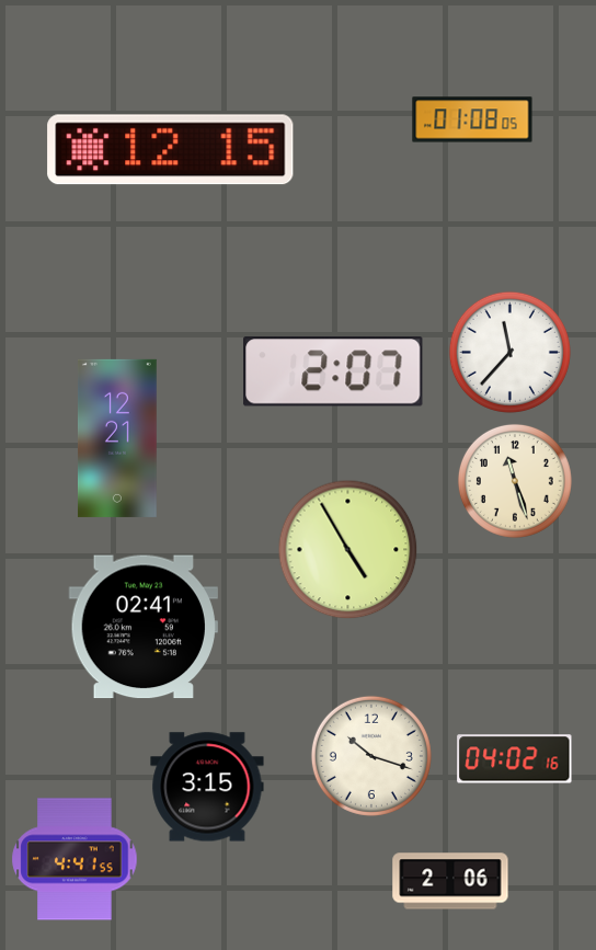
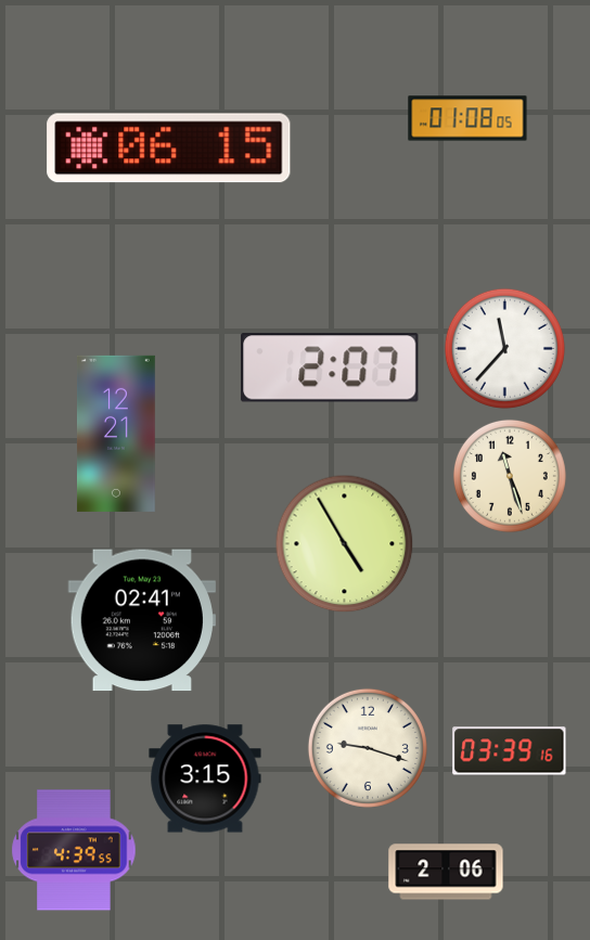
clock at (171, 150): 12:15 -> 06:15
clock at (371, 756): 10:18 -> 9:18
clock at (515, 759): 04:02 -> 03:39
clock at (74, 859): 4:41 -> 4:39
